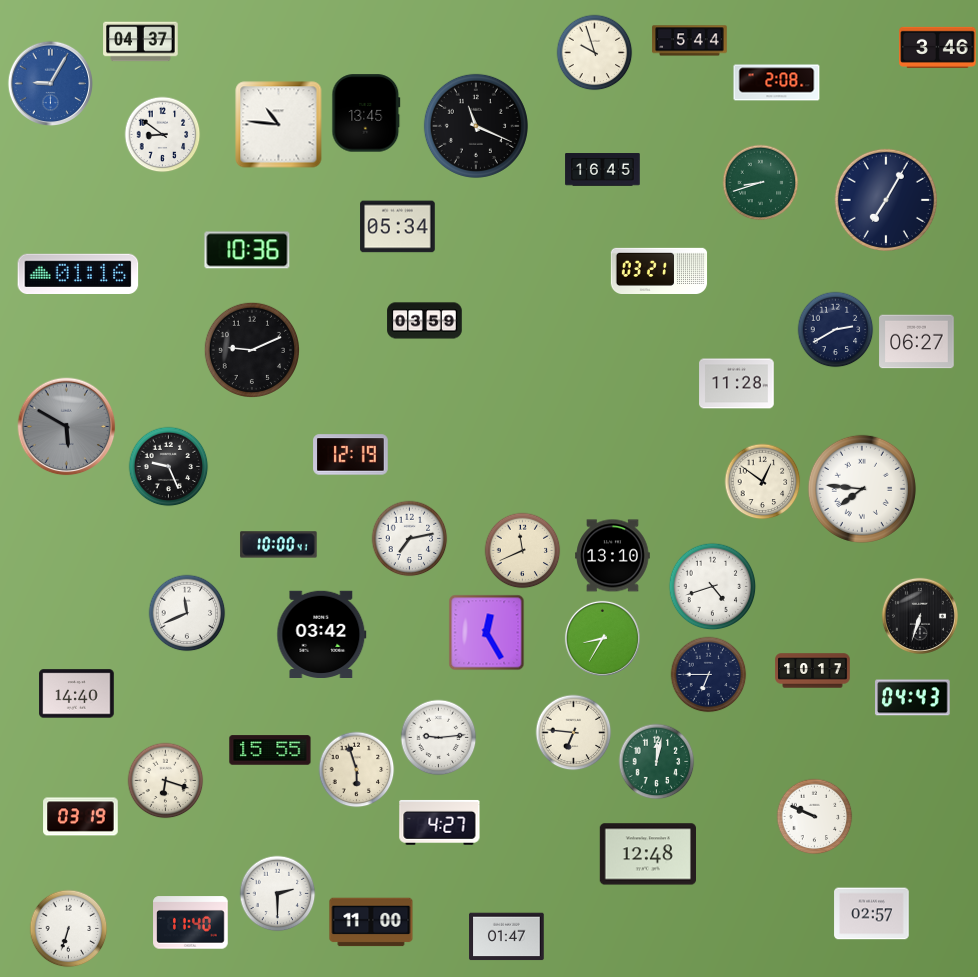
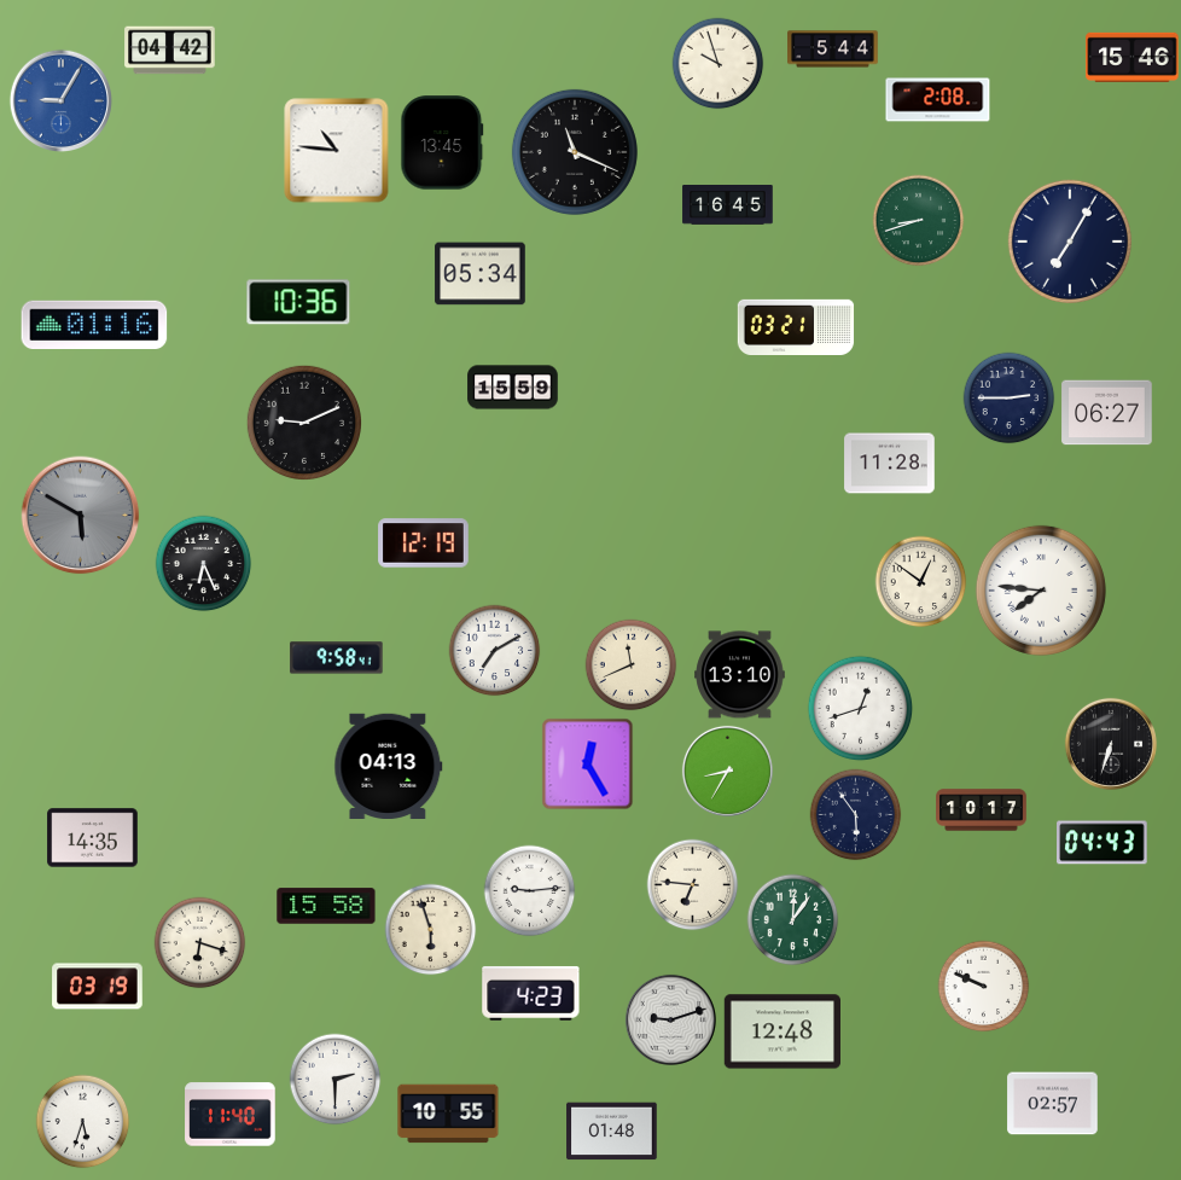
clock at (141, 42): 04:37 -> 04:42
clock at (938, 47): 3:46 -> 15:46
clock at (366, 113) position: (366, 113) -> (442, 143)
clock at (163, 135): 8:51 -> none
clock at (78, 273) position: (78, 273) -> (94, 324)
clock at (425, 321): 03:59 -> 15:59
clock at (836, 330): 2:40 -> 2:45
clock at (351, 455) position: (351, 455) -> (424, 544)
clock at (169, 467): 9:26 -> 6:26
clock at (410, 539): 7:13 -> 7:10
clock at (279, 545): 10:00 -> 9:58
clock at (613, 556) position: (613, 556) -> (740, 675)
clock at (713, 587): 4:42 -> 12:42
clock at (187, 613): 11:41 -> none
clock at (322, 634): 03:42 -> 04:13
clock at (709, 675): 6:45 -> 5:54
clock at (77, 694): 14:40 -> 14:35
clock at (270, 750): 15:55 -> 15:58
clock at (657, 762): 12:02 -> 12:06
clock at (440, 822): 4:27 -> 4:23
clock at (670, 1019): none -> 9:12
clock at (371, 922): 11:00 -> 10:55
clock at (69, 929): 6:33 -> 5:33
clock at (507, 937): 01:47 -> 01:48
